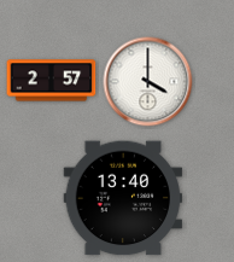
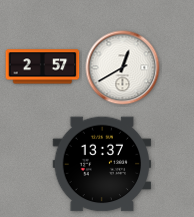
clock at (148, 82): 4:00 -> 12:40
clock at (123, 198): 13:40 -> 13:37
